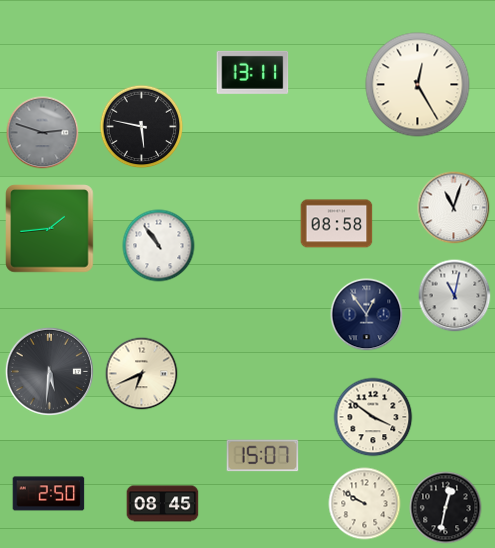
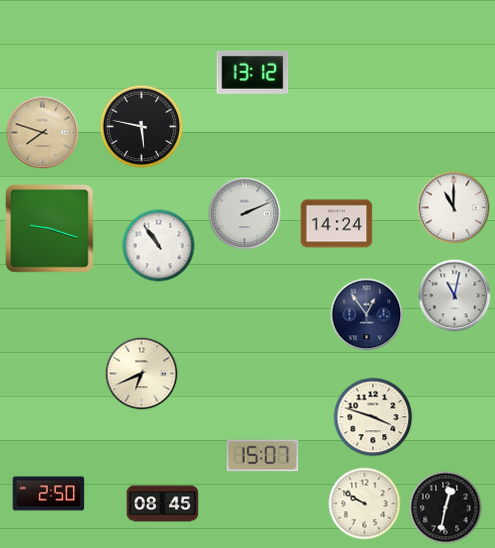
clock at (253, 72): 13:11 -> 13:12
clock at (418, 85): 12:25 -> none
clock at (43, 133): 2:48 -> 7:48
clock at (43, 133) dial: grey -> champagne
clock at (454, 208): 11:03 -> 11:00
clock at (245, 214): none -> 2:11
clock at (337, 224): 08:58 -> 14:24
clock at (50, 229): 1:44 -> 9:18
clock at (49, 371): 5:31 -> none
clock at (373, 417): 3:51 -> 3:48
